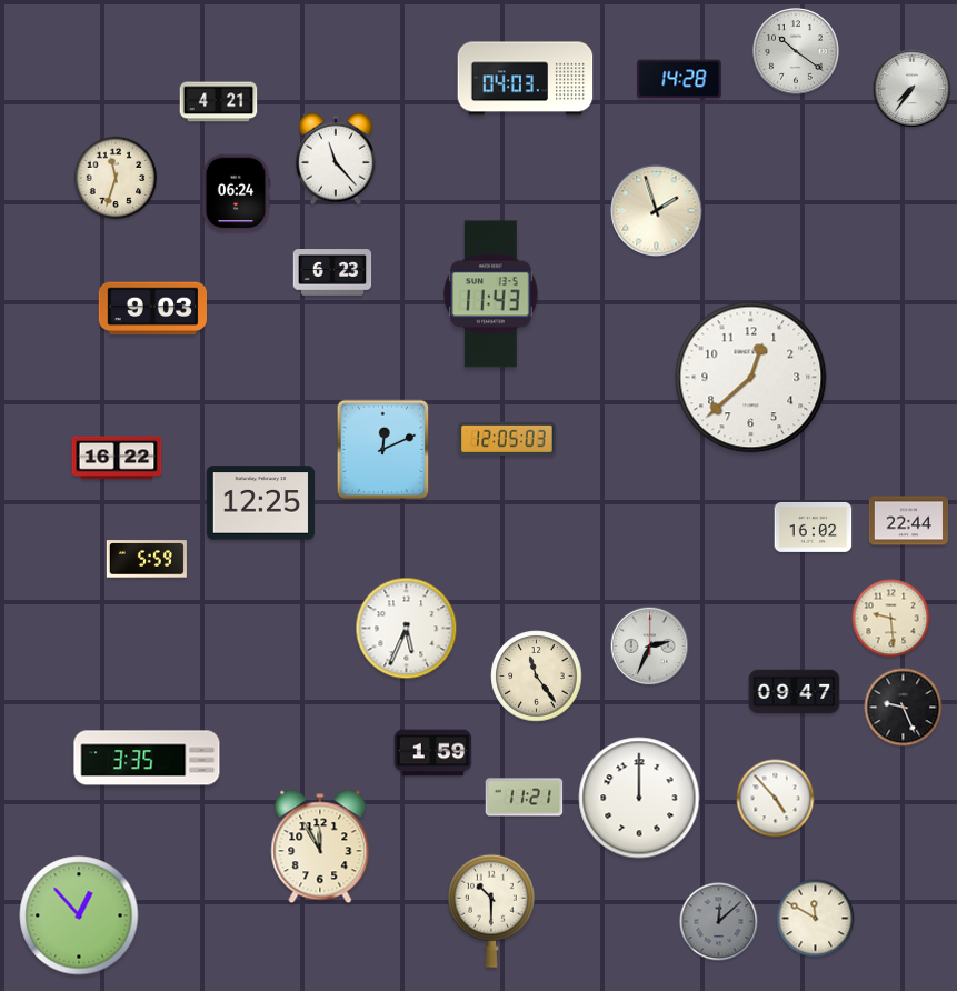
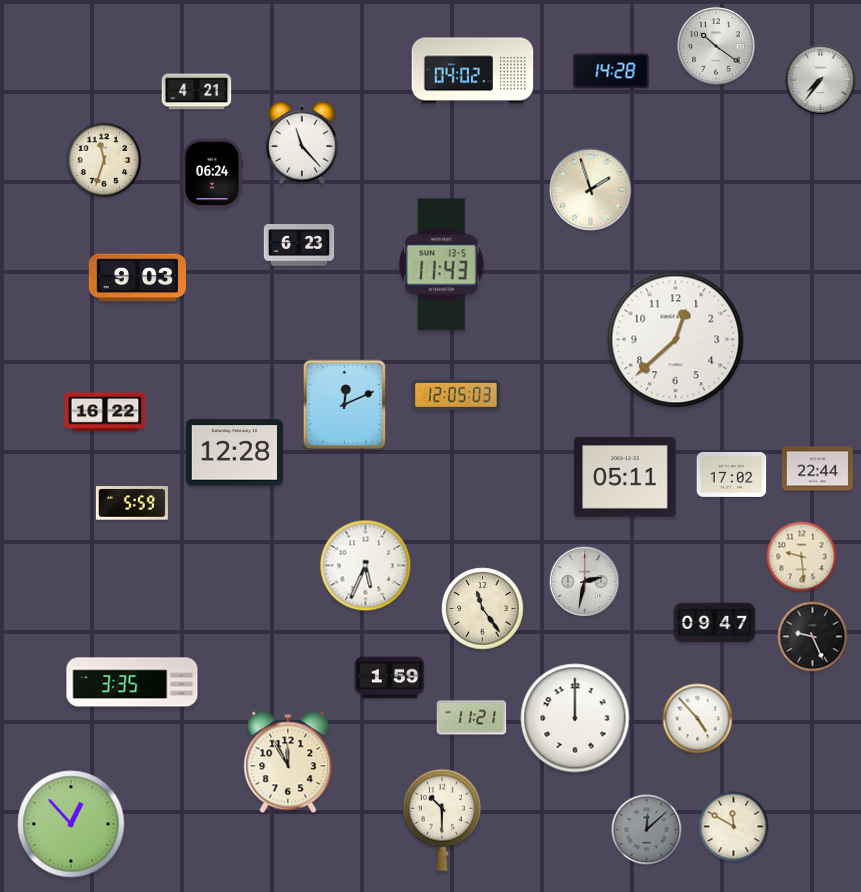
clock at (526, 79): 04:03 -> 04:02
clock at (260, 503): 12:25 -> 12:28
clock at (814, 527): 16:02 -> 17:02
clock at (625, 477): none -> 05:11
clock at (650, 647): 2:34 -> 2:32
